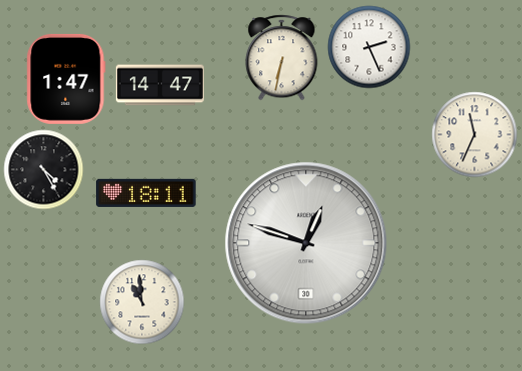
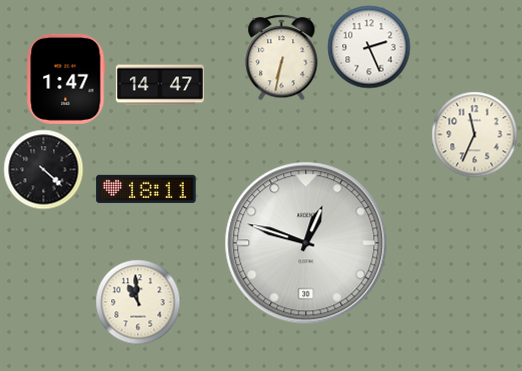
clock at (43, 169): 4:25 -> 4:22
clock at (146, 193) position: (146, 193) -> (146, 189)
clock at (142, 302) position: (142, 302) -> (138, 302)
